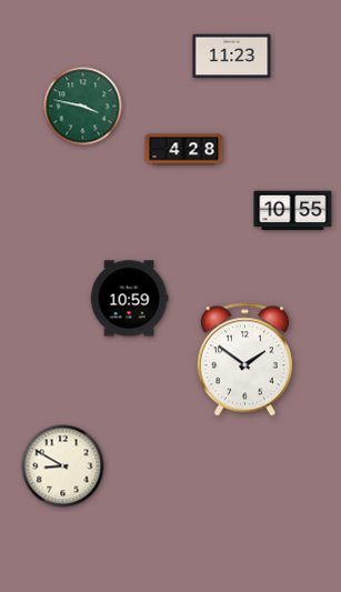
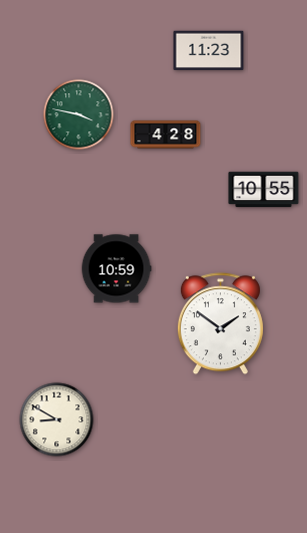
clock at (83, 107) position: (83, 107) -> (79, 115)
